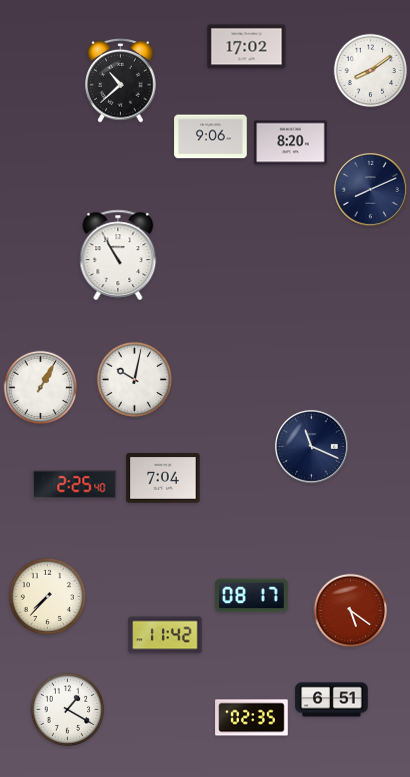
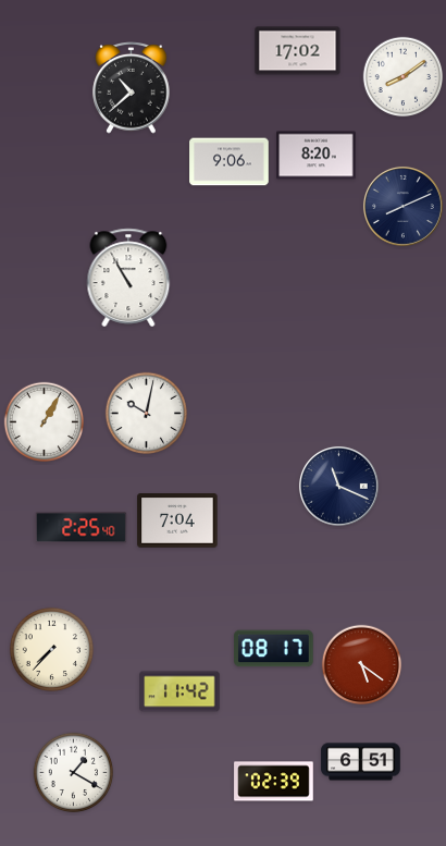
clock at (247, 47) position: (247, 47) -> (298, 51)
clock at (211, 137) position: (211, 137) -> (230, 162)
clock at (351, 611) position: (351, 611) -> (362, 665)
clock at (252, 718): 02:35 -> 02:39
